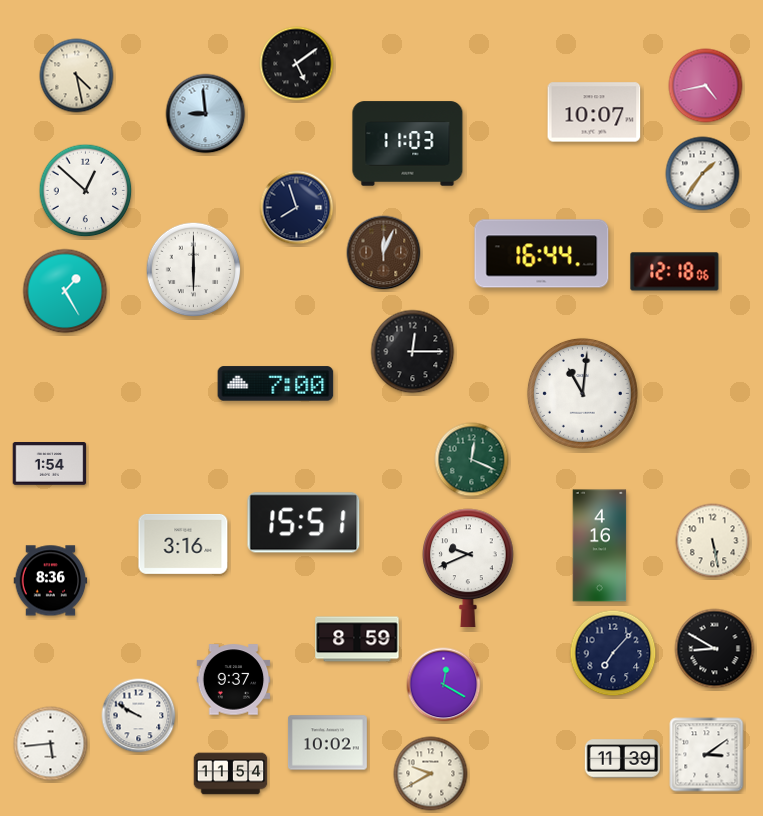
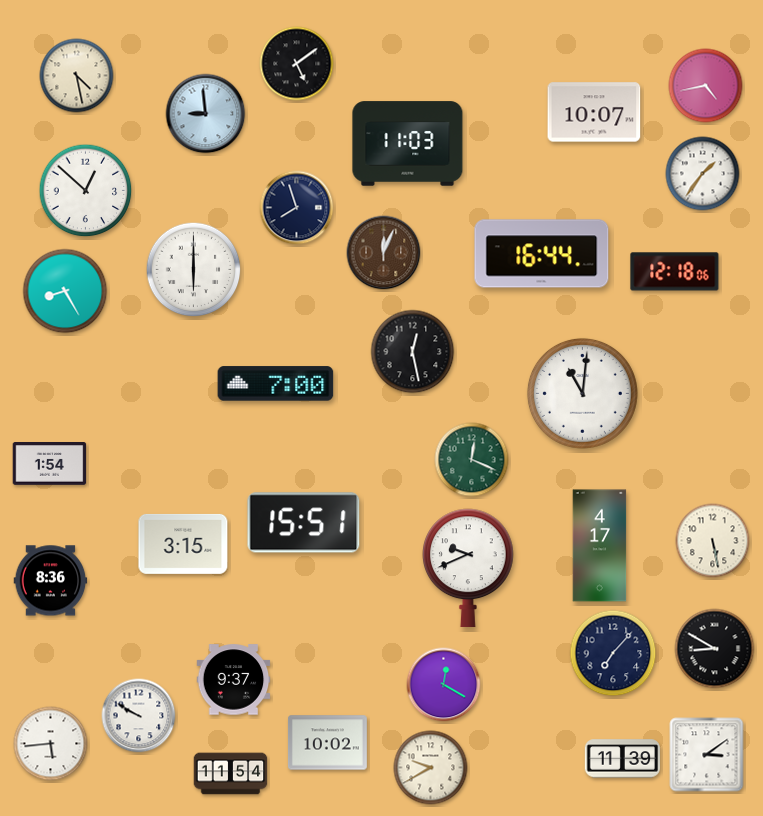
clock at (65, 291): 1:25 -> 8:25
clock at (413, 352): 12:15 -> 12:28
clock at (183, 544): 3:16 -> 3:15
clock at (600, 546): 4:16 -> 4:17
clock at (357, 639): 8:59 -> none
clock at (431, 774) position: (431, 774) -> (431, 768)
